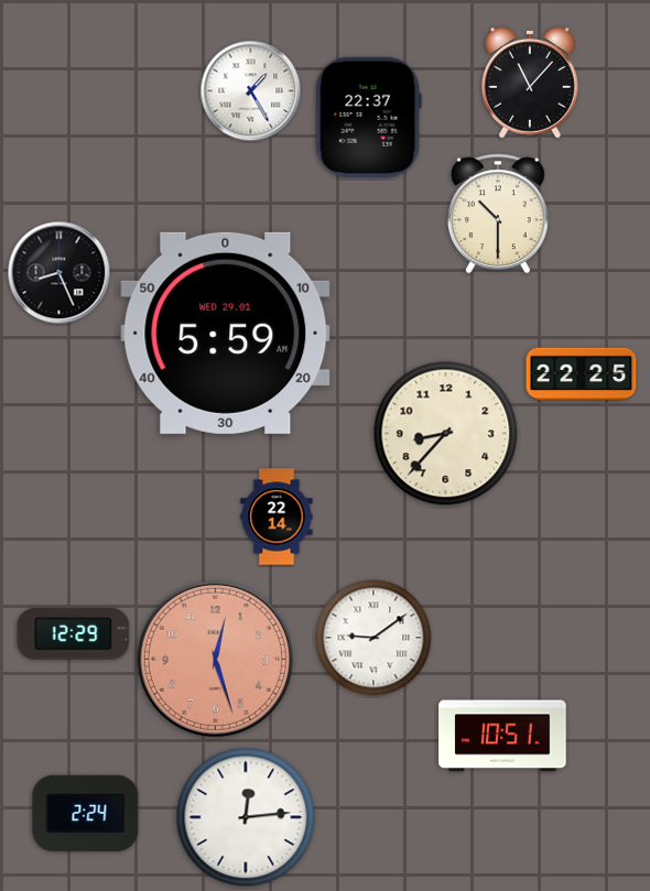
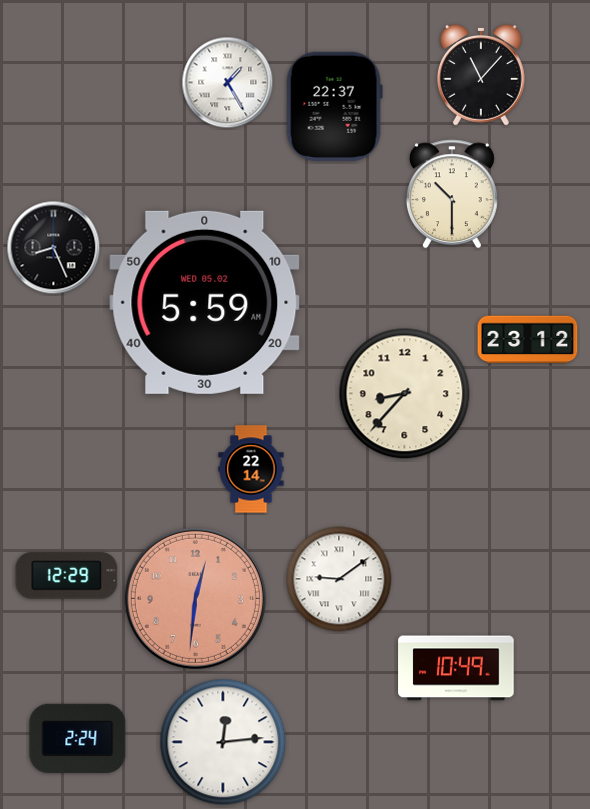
clock at (226, 333) date: WED 29.01 -> WED 05.02
clock at (582, 374): 22:25 -> 23:12
clock at (215, 659): 12:27 -> 12:31
clock at (502, 736): 10:51 -> 10:49
